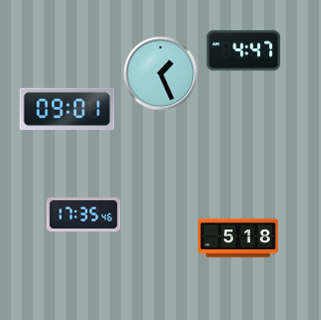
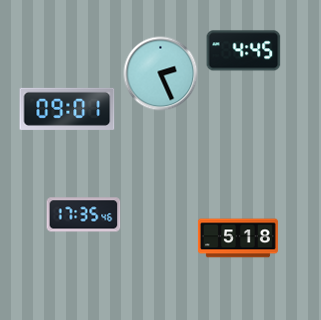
clock at (244, 51): 4:47 -> 4:45
clock at (161, 74): 1:26 -> 2:26
